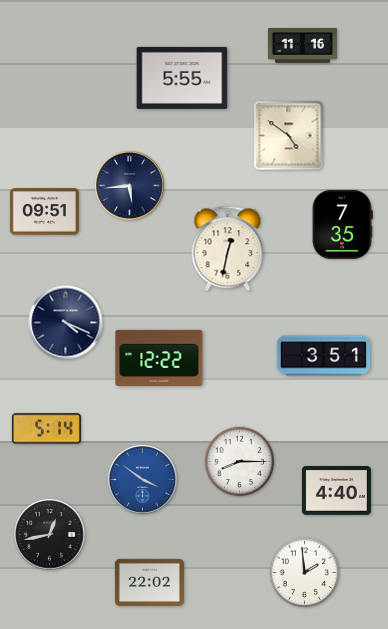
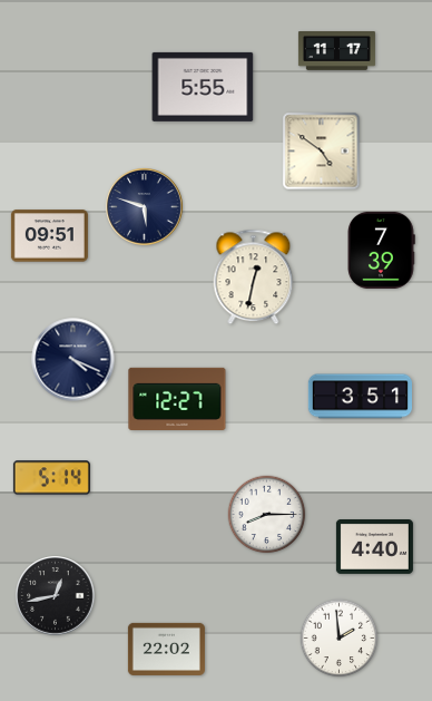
clock at (302, 46): 11:16 -> 11:17
clock at (130, 186): 5:44 -> 5:48
clock at (342, 224): 7:35 -> 7:39
clock at (159, 357): 12:22 -> 12:27
clock at (143, 480): 3:51 -> none
